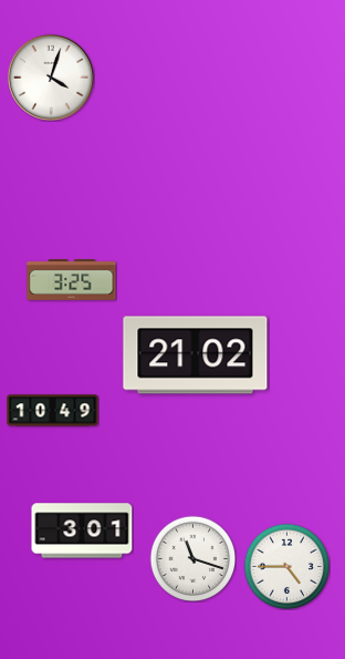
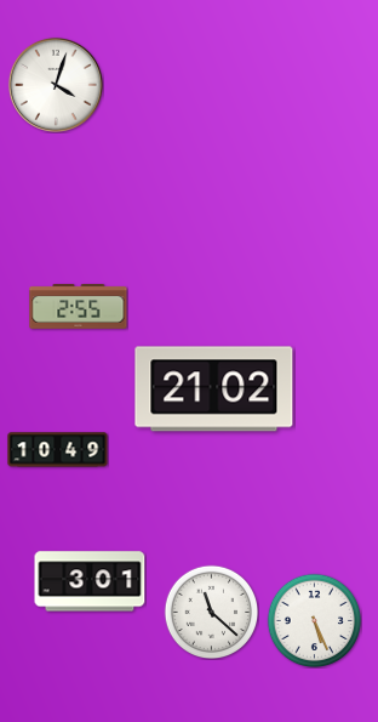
clock at (72, 280): 3:25 -> 2:55
clock at (192, 558): 11:18 -> 11:22
clock at (286, 566): 4:45 -> 5:26
